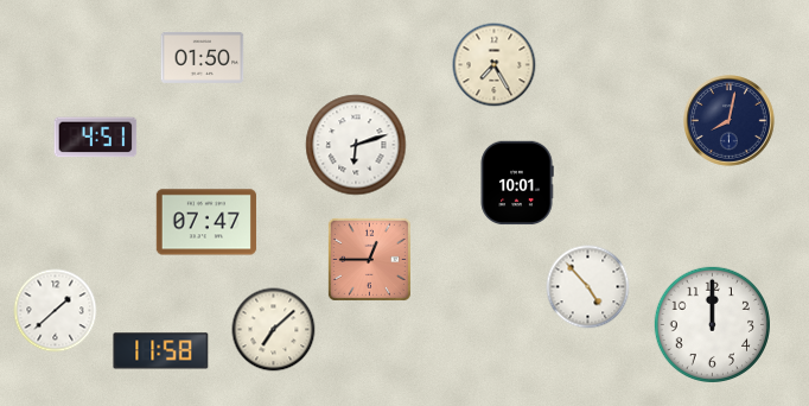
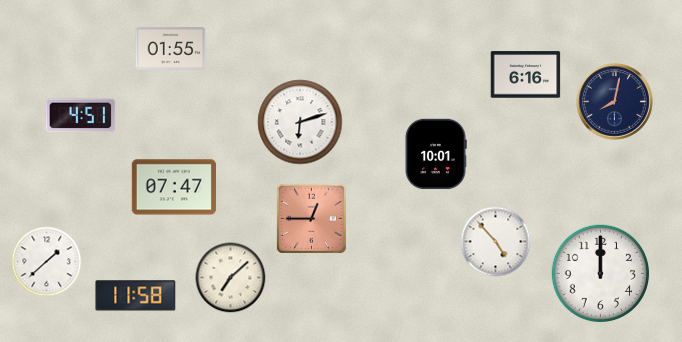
clock at (203, 57): 01:50 -> 01:55
clock at (495, 65): 7:25 -> none
clock at (526, 75): none -> 6:16
